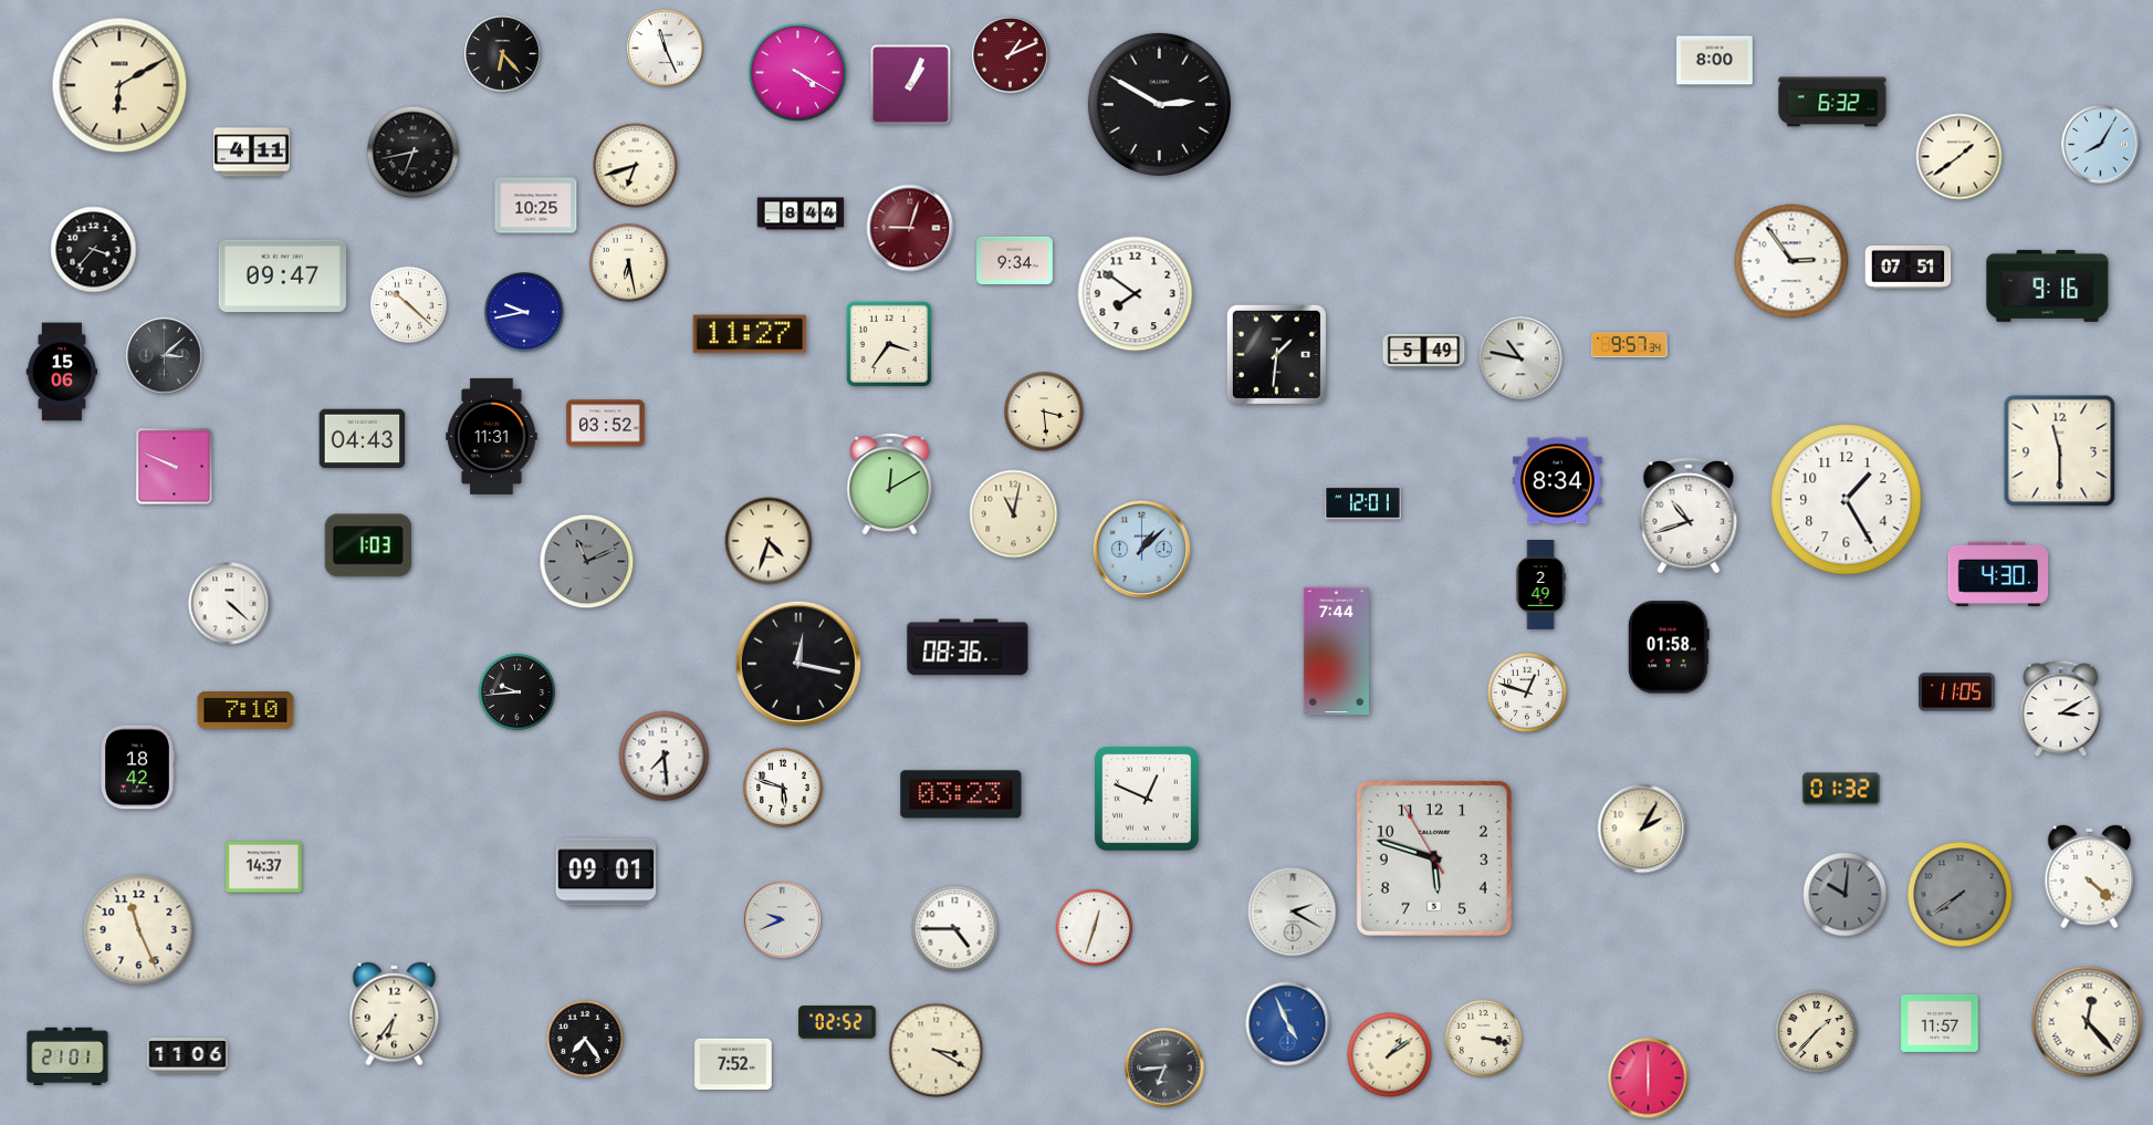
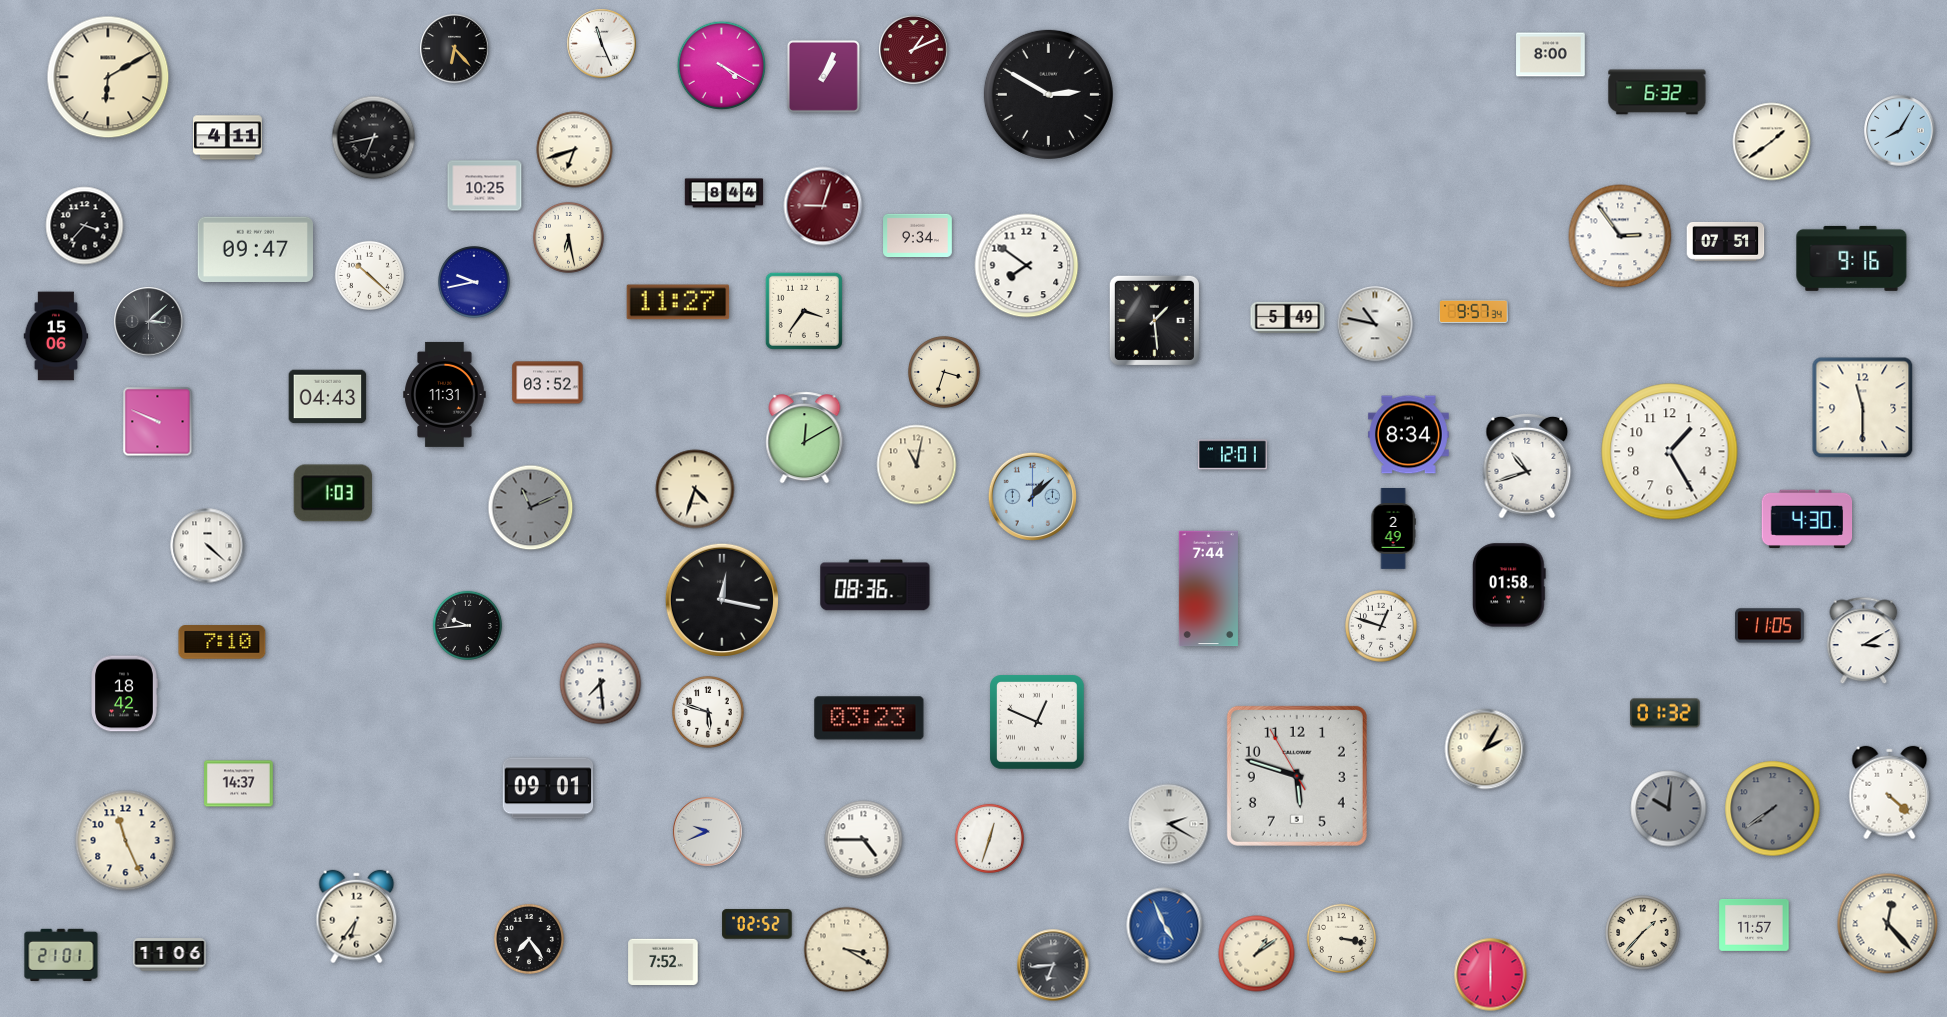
clock at (1276, 354): 1:31 -> 1:29
clock at (1045, 413): 3:29 -> 3:33
